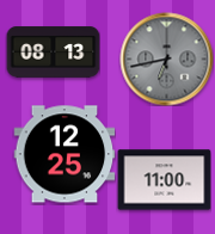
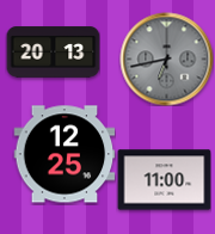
clock at (53, 53): 08:13 -> 20:13
